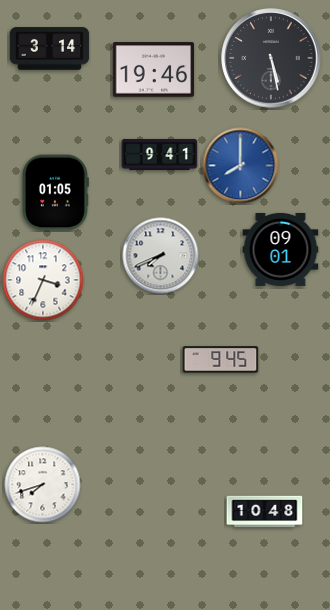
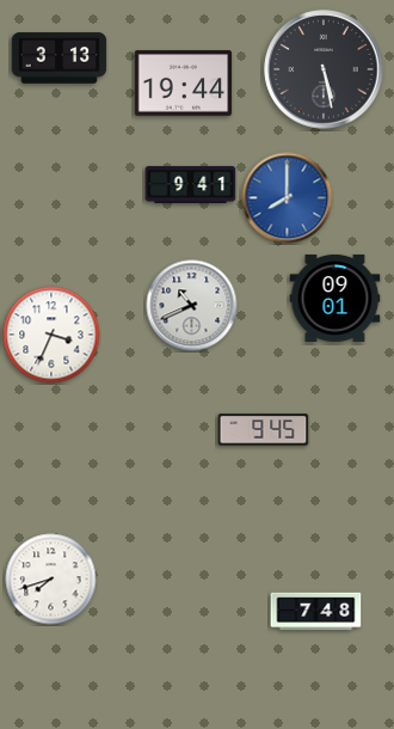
clock at (50, 49): 3:14 -> 3:13
clock at (154, 70): 19:46 -> 19:44
clock at (55, 193): 01:05 -> none
clock at (161, 256): 7:41 -> 10:41
clock at (265, 512): 10:48 -> 7:48
